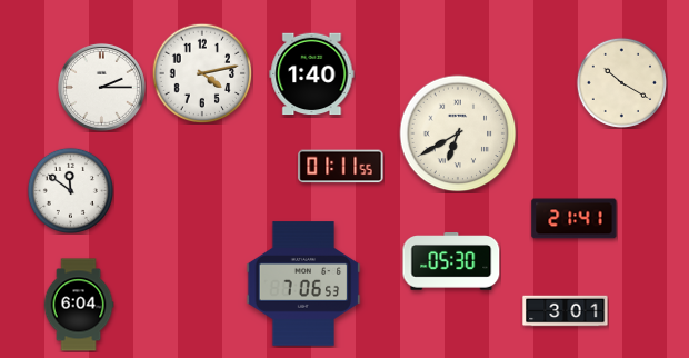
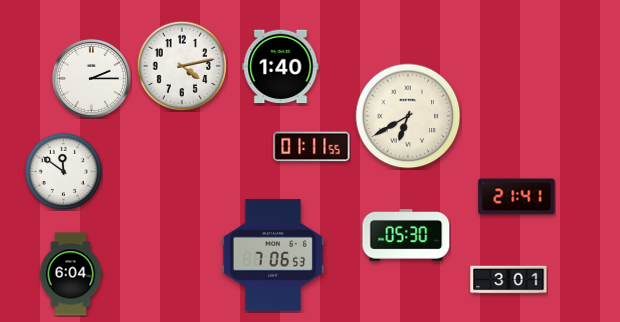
clock at (621, 82): 10:20 -> none
clock at (458, 133) position: (458, 133) -> (408, 116)
clock at (341, 167) position: (341, 167) -> (312, 147)
